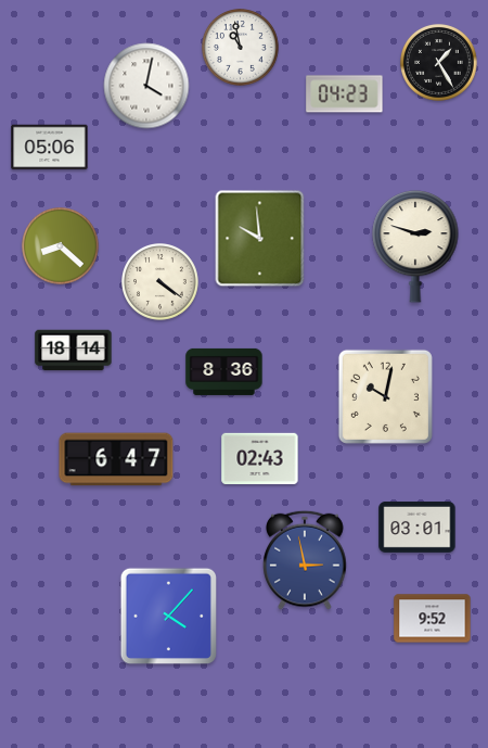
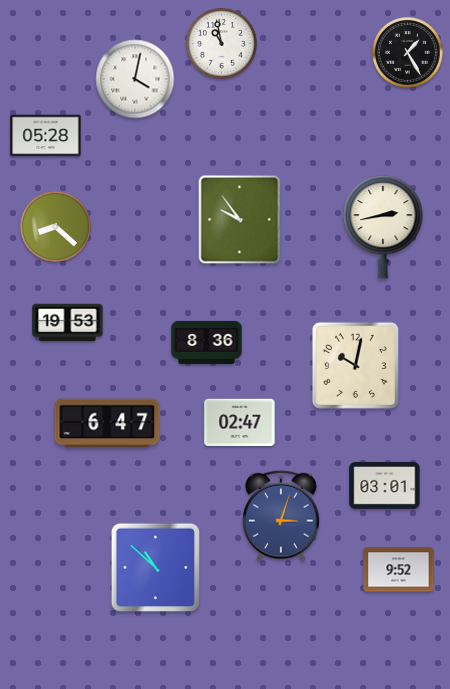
clock at (439, 63) position: (439, 63) -> (408, 53)
clock at (345, 94): 04:23 -> none
clock at (50, 148): 05:06 -> 05:28
clock at (260, 239): 9:59 -> 9:54
clock at (415, 246): 2:48 -> 2:43
clock at (160, 282): 4:21 -> none
clock at (74, 351): 18:14 -> 19:53
clock at (260, 458): 02:43 -> 02:47
clock at (305, 560): 2:58 -> 3:03
clock at (168, 616): 4:07 -> 10:52
